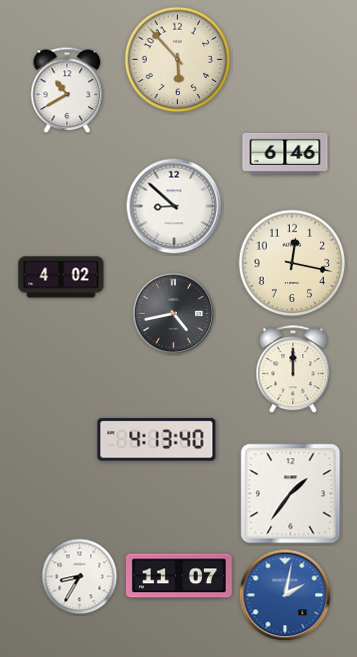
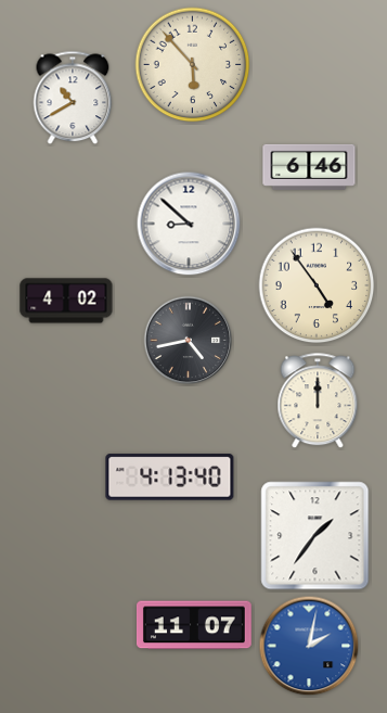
clock at (292, 263): 12:17 -> 4:54
clock at (80, 577): 8:35 -> none
